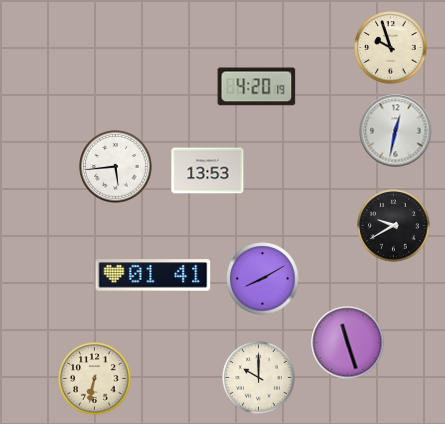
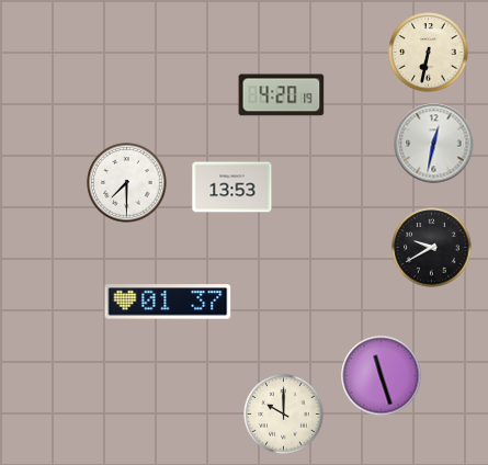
clock at (391, 48): 9:57 -> 6:32
clock at (116, 167): 5:44 -> 7:30
clock at (208, 171) position: (208, 171) -> (232, 188)
clock at (153, 275): 01:41 -> 01:37
clock at (263, 279): 8:10 -> none
clock at (95, 379): 6:32 -> none
